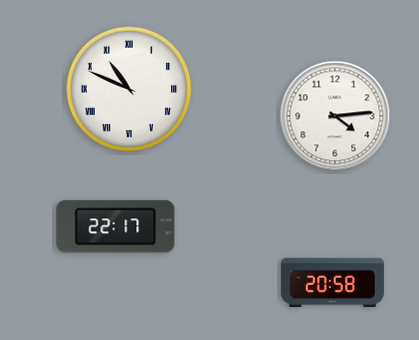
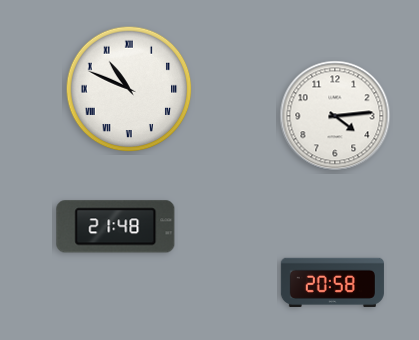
clock at (116, 227): 22:17 -> 21:48
